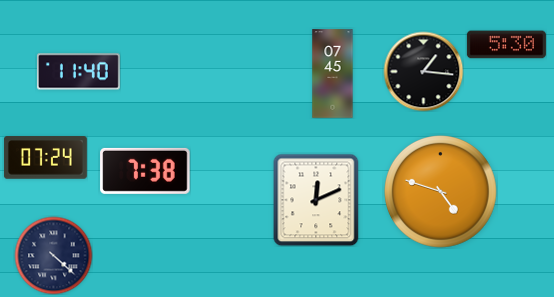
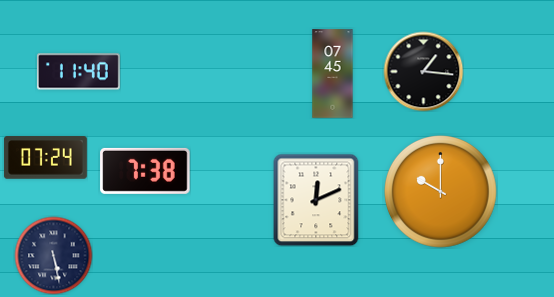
clock at (506, 45): 5:30 -> none
clock at (441, 192): 4:48 -> 10:00
clock at (53, 255): 4:22 -> 5:28
